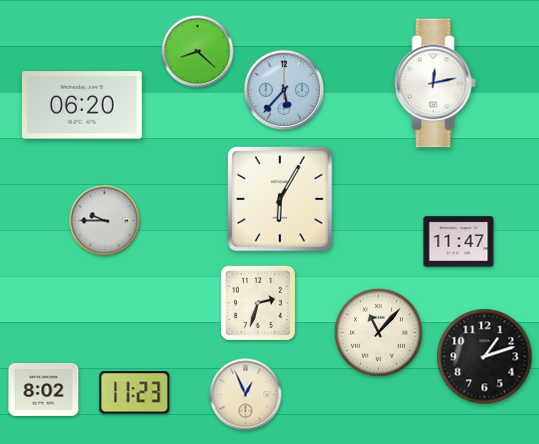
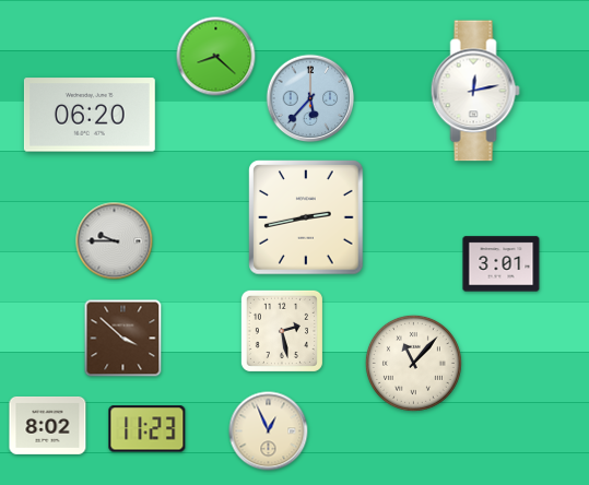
clock at (280, 199): 6:05 -> 2:43
clock at (459, 242): 11:47 -> 3:01
clock at (258, 303): 2:33 -> 2:28
clock at (123, 339): none -> 3:52
clock at (485, 357): 1:12 -> none
